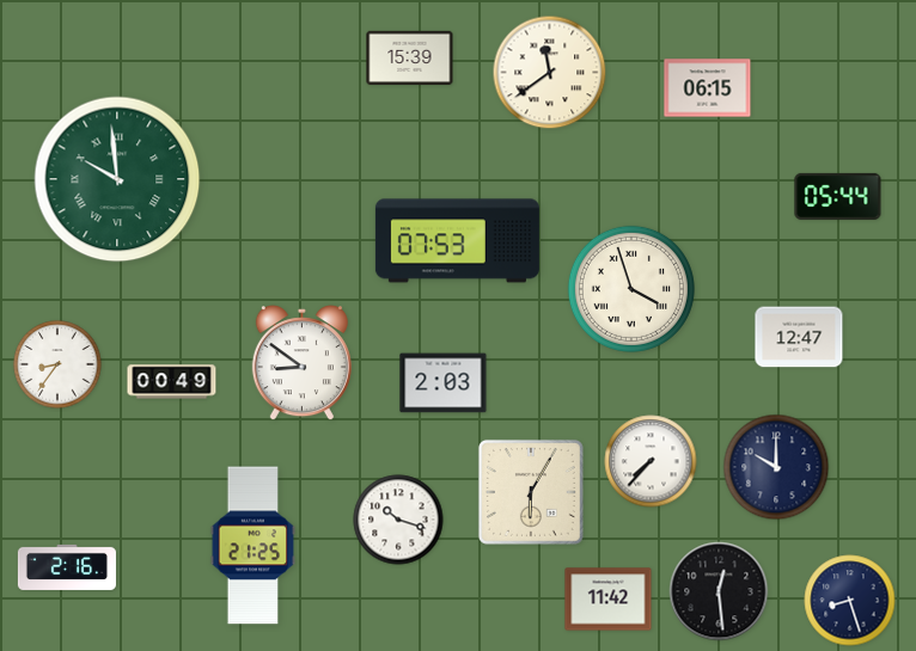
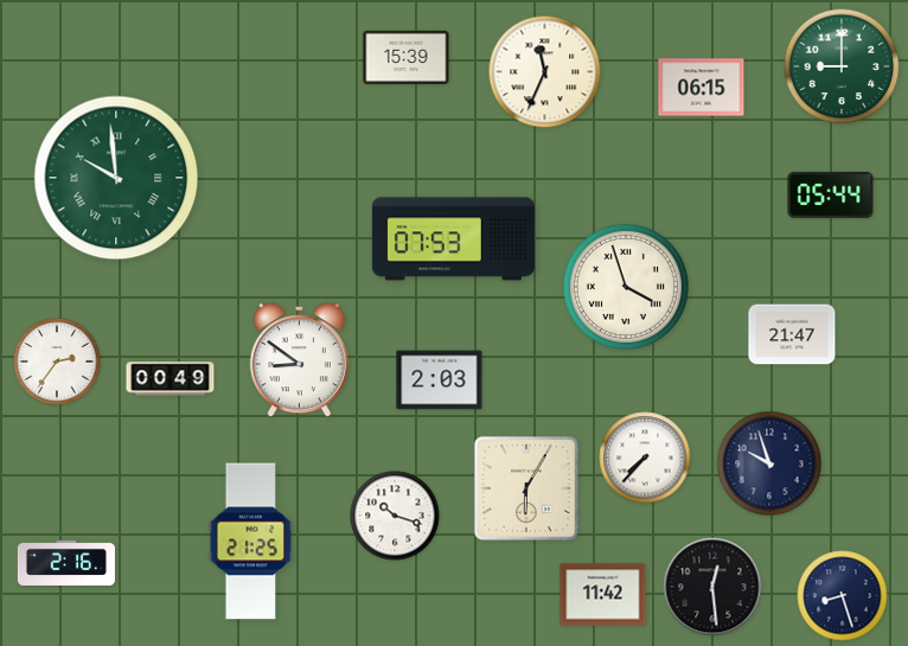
clock at (842, 66): none -> 9:00
clock at (550, 73): 11:39 -> 11:34
clock at (799, 337): 12:47 -> 21:47
clock at (57, 364): 8:36 -> 2:36
clock at (776, 467): 10:00 -> 9:57
